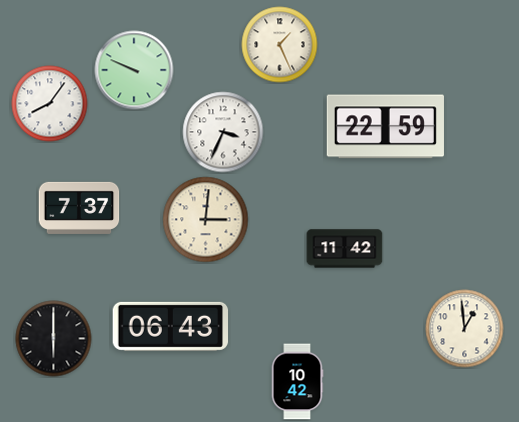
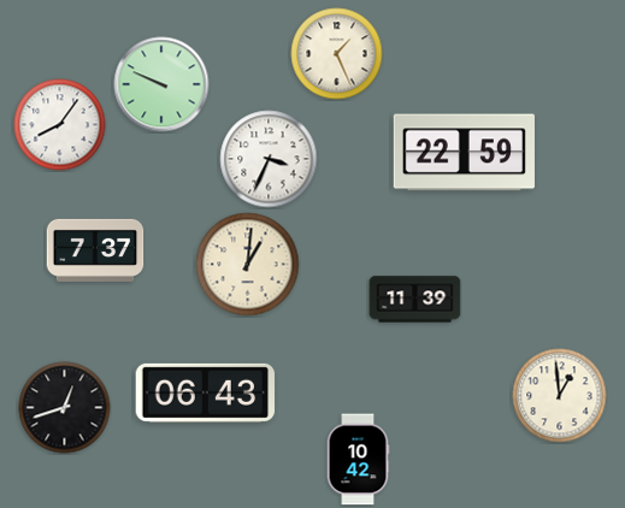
clock at (206, 220): 3:01 -> 1:01
clock at (345, 249): 11:42 -> 11:39
clock at (54, 339): 6:00 -> 12:42
